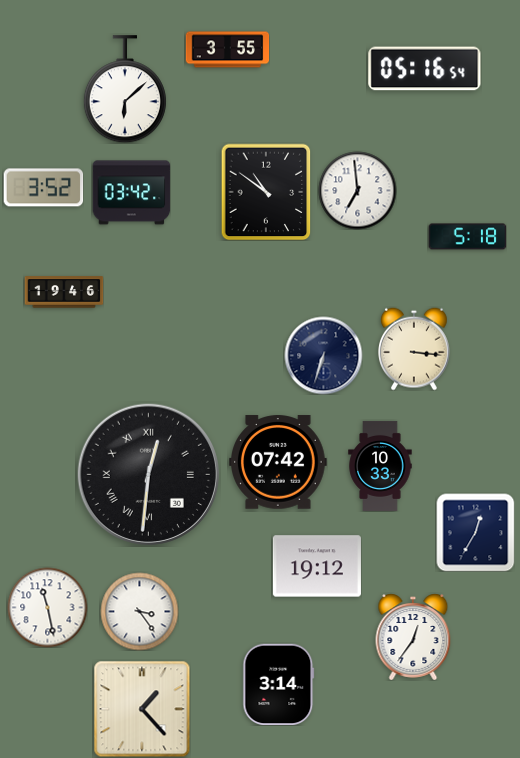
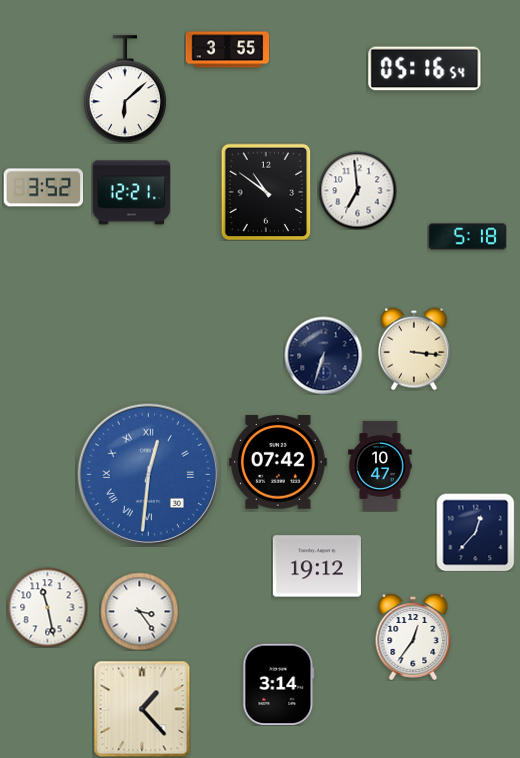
clock at (131, 193): 03:42 -> 12:21
clock at (64, 292): 19:46 -> none
clock at (380, 466): 10:33 -> 10:47
clock at (148, 474) dial: black -> blue
clock at (475, 532): 12:35 -> 12:37
